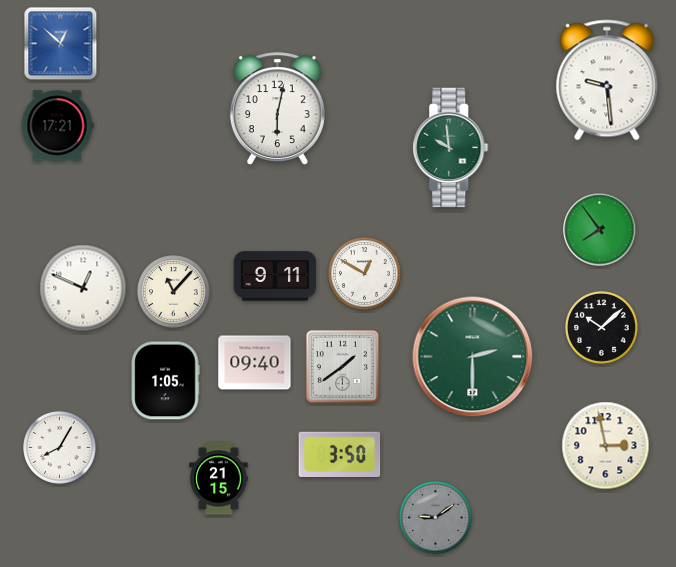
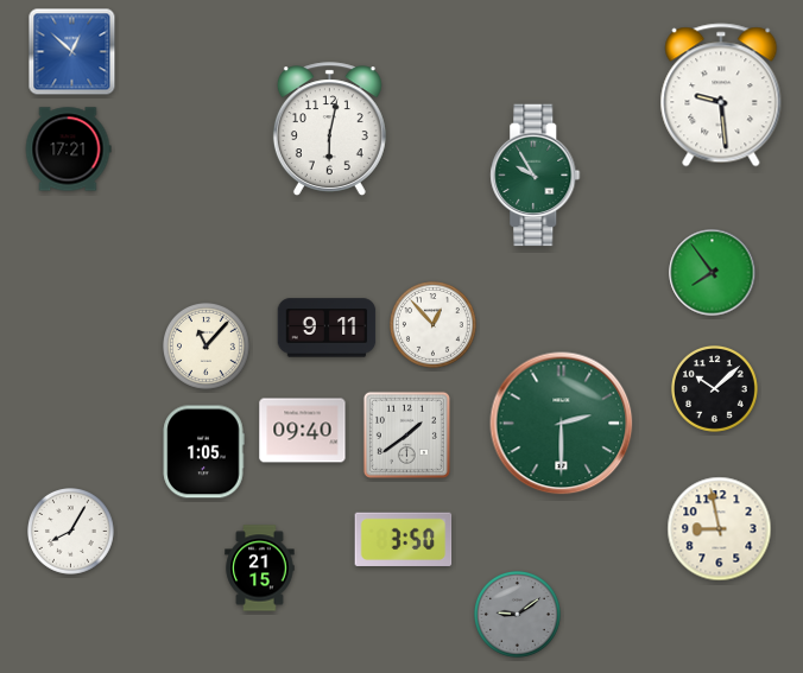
clock at (451, 148): 9:59 -> 9:55
clock at (365, 274): 12:50 -> 12:53
clock at (83, 288): 12:49 -> none
clock at (165, 381) position: (165, 381) -> (203, 452)
clock at (606, 446): 2:58 -> 8:58
